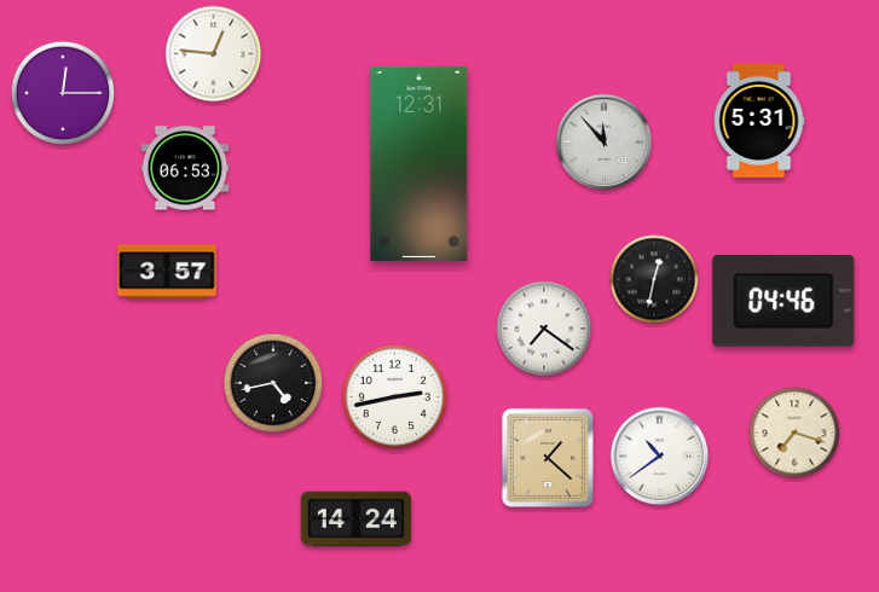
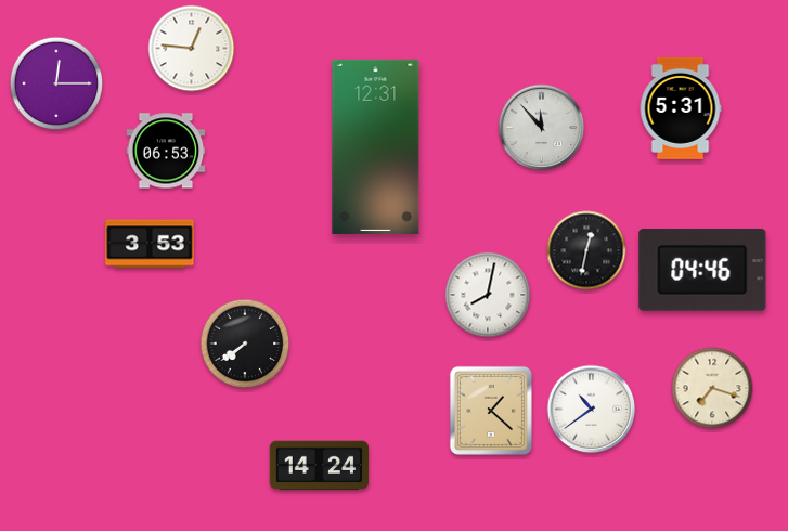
clock at (167, 272): 3:57 -> 3:53
clock at (544, 329): 7:21 -> 8:02
clock at (273, 383): 4:43 -> 7:39
clock at (395, 397): 2:43 -> none
